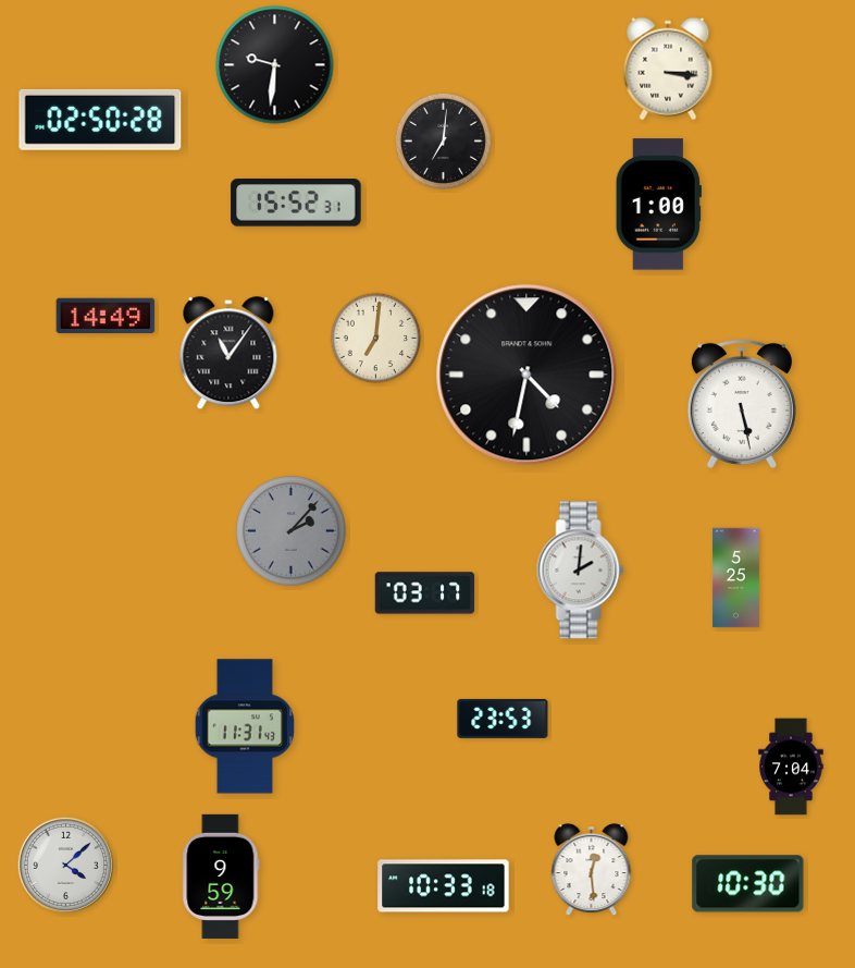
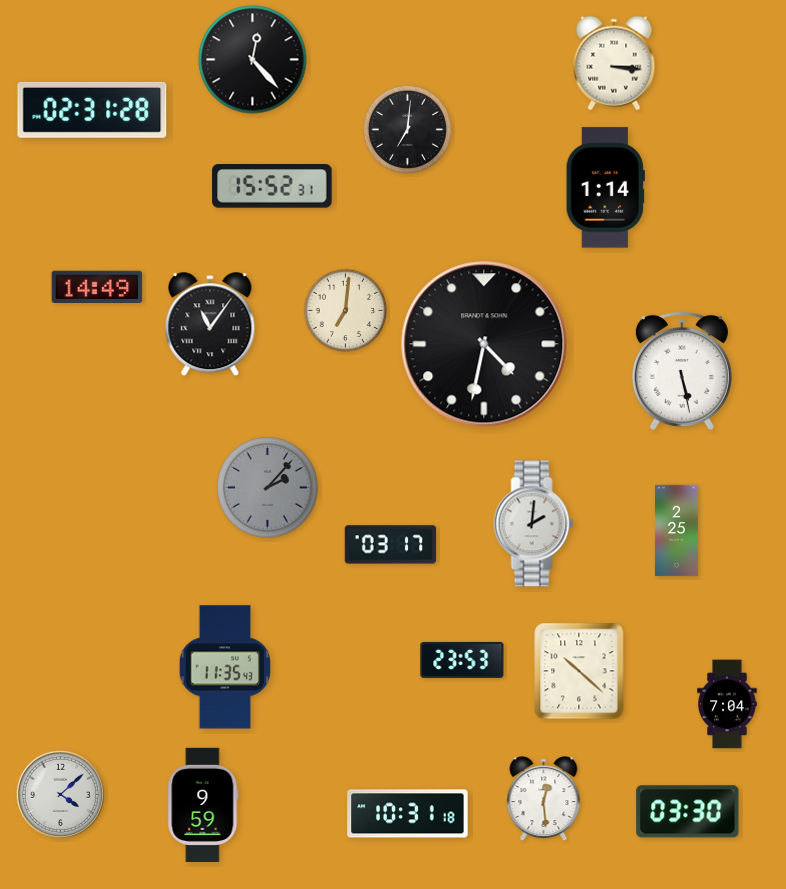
clock at (275, 65): 9:31 -> 12:23
clock at (100, 120): 02:50 -> 02:31
clock at (658, 205): 1:00 -> 1:14
clock at (106, 316) position: (106, 316) -> (97, 287)
clock at (735, 578): 5:25 -> 2:25
clock at (245, 726): 11:31 -> 11:35
clock at (579, 671): none -> 10:22
clock at (748, 884): 10:30 -> 03:30
clock at (444, 886): 10:33 -> 10:31
